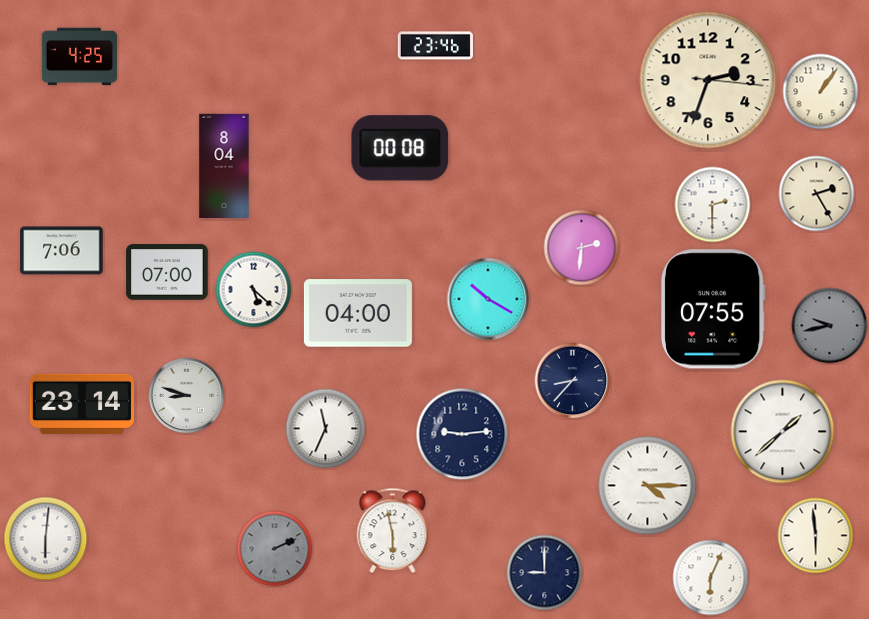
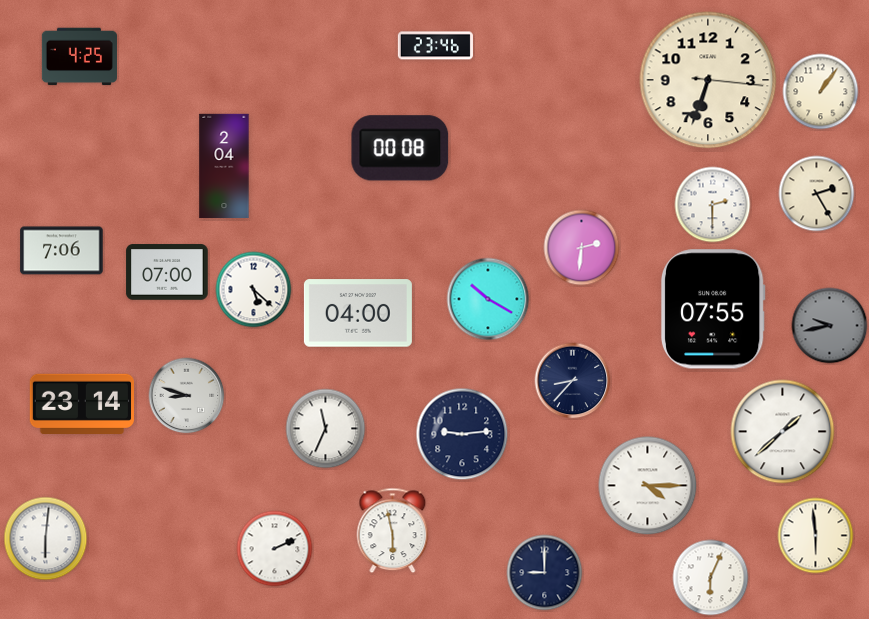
clock at (708, 80): 2:33 -> 6:33
clock at (224, 166): 8:04 -> 2:04
clock at (275, 549) dial: grey -> white
